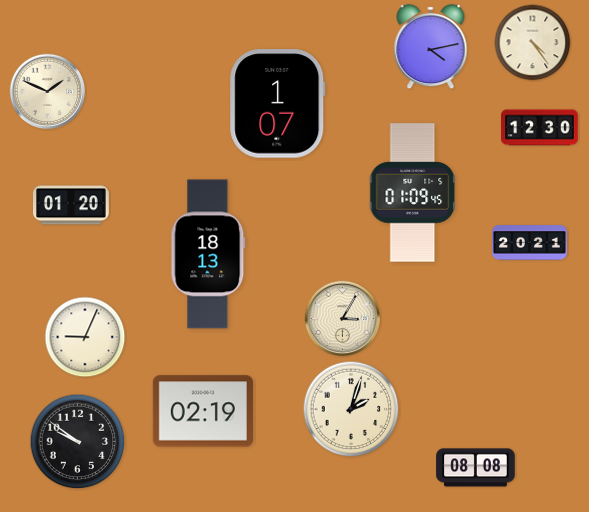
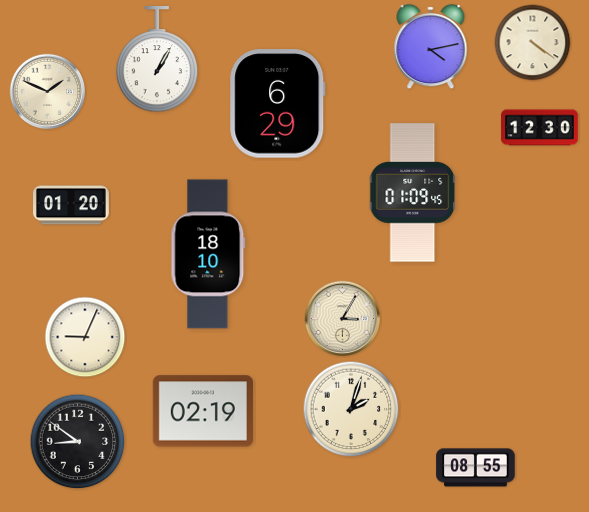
clock at (533, 43): 4:24 -> 4:21
clock at (157, 60): none -> 1:05
clock at (278, 104): 1:07 -> 6:29
clock at (529, 243): 20:21 -> none
clock at (208, 254): 18:13 -> 18:10
clock at (78, 442): 9:51 -> 8:51
clock at (476, 468): 08:08 -> 08:55
